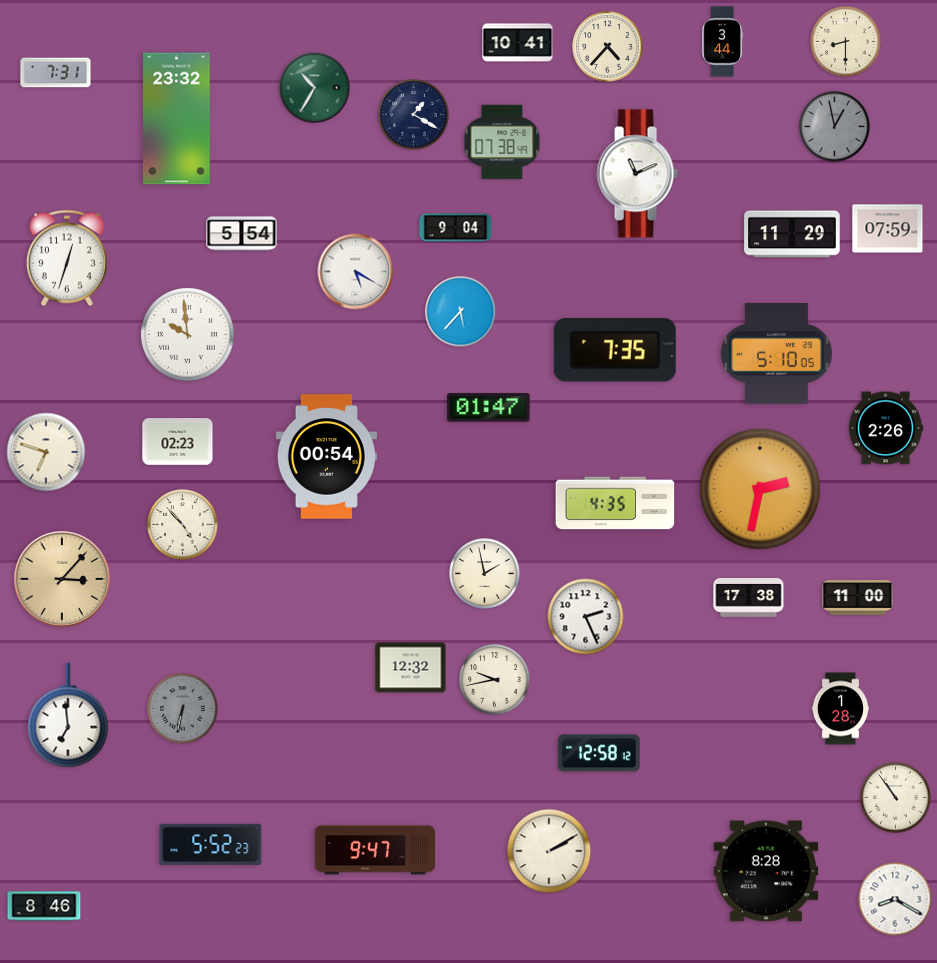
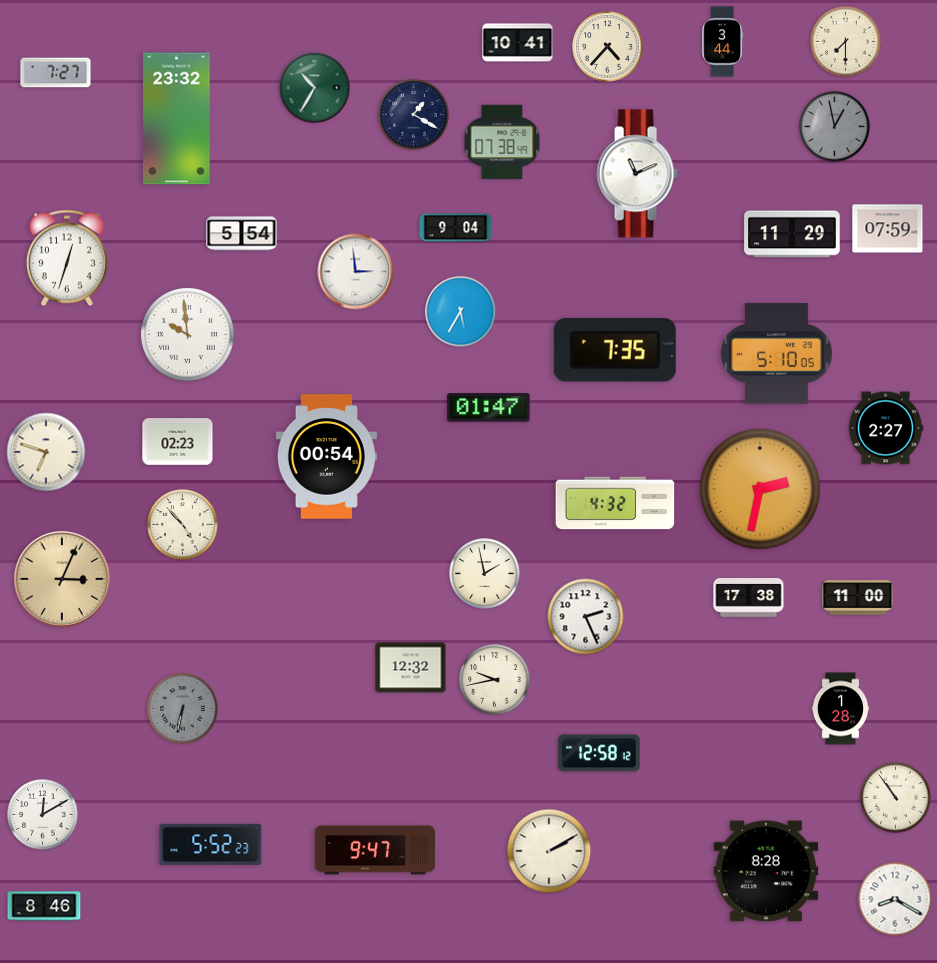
clock at (846, 42): 8:30 -> 7:30
clock at (56, 73): 7:31 -> 7:27
clock at (356, 272): 5:20 -> 2:59
clock at (461, 312): 5:37 -> 5:35
clock at (886, 428): 2:26 -> 2:27
clock at (615, 503): 4:35 -> 4:32
clock at (62, 579): 3:07 -> 3:04
clock at (68, 715): 6:59 -> none
clock at (43, 815): none -> 12:10
